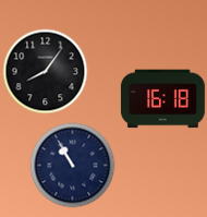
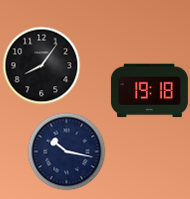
clock at (162, 99): 16:18 -> 19:18
clock at (72, 165): 10:55 -> 10:17
